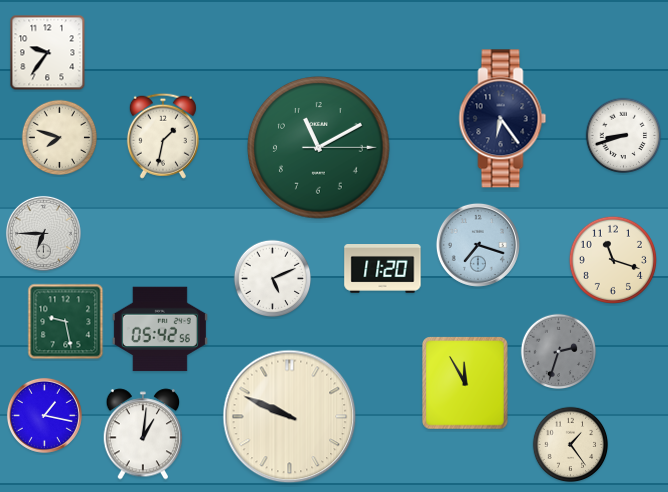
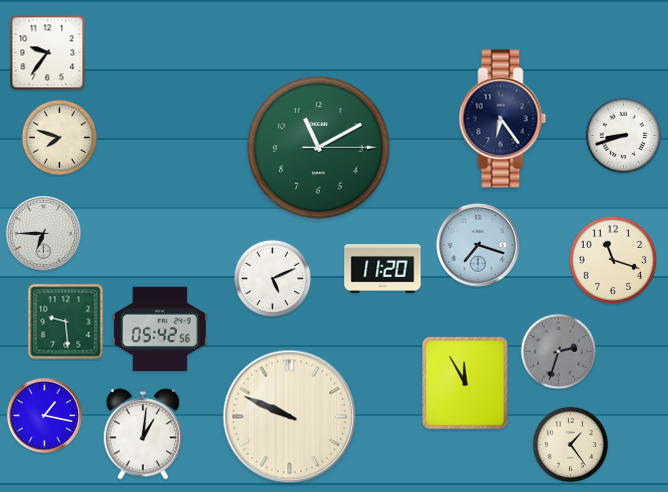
clock at (163, 136): 1:32 -> none
clock at (66, 322): 9:28 -> 9:29
